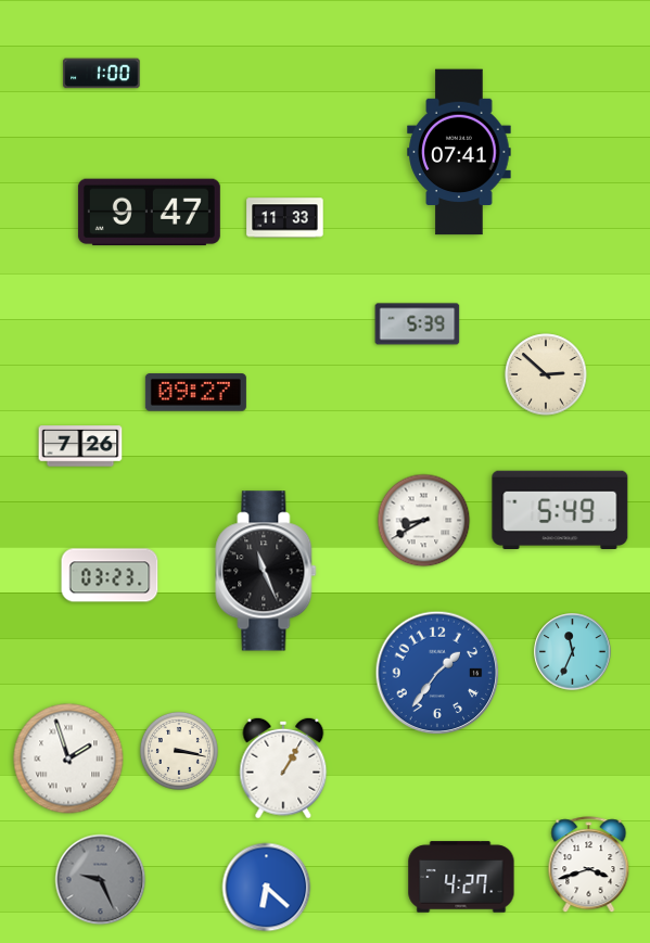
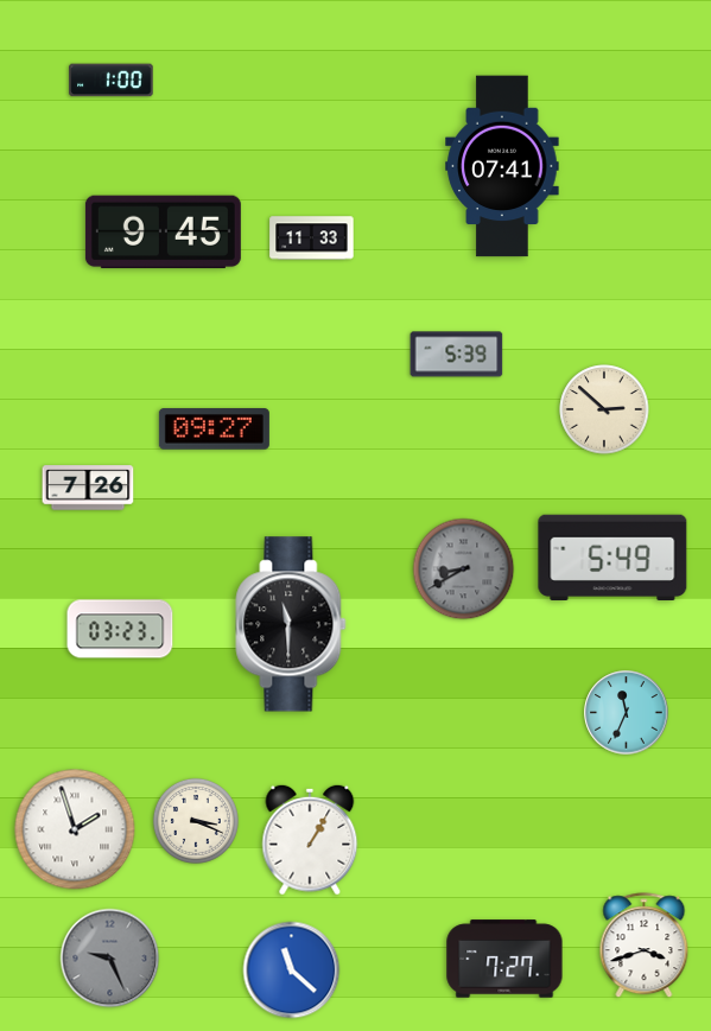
clock at (149, 213): 9:47 -> 9:45
clock at (546, 374) position: (546, 374) -> (604, 409)
clock at (424, 521) dial: white -> grey
clock at (266, 571): 11:26 -> 11:30
clock at (437, 673): 1:36 -> none
clock at (179, 751): 3:17 -> 3:19
clock at (461, 877): 4:27 -> 7:27
clock at (101, 880) position: (101, 880) -> (110, 959)
clock at (267, 888): 6:22 -> 11:22
